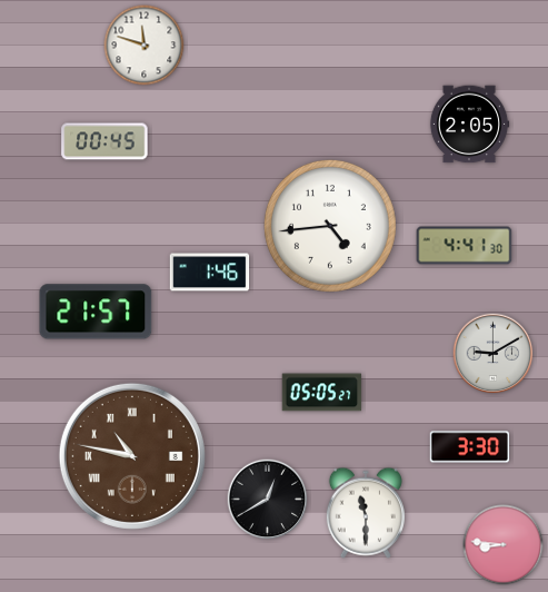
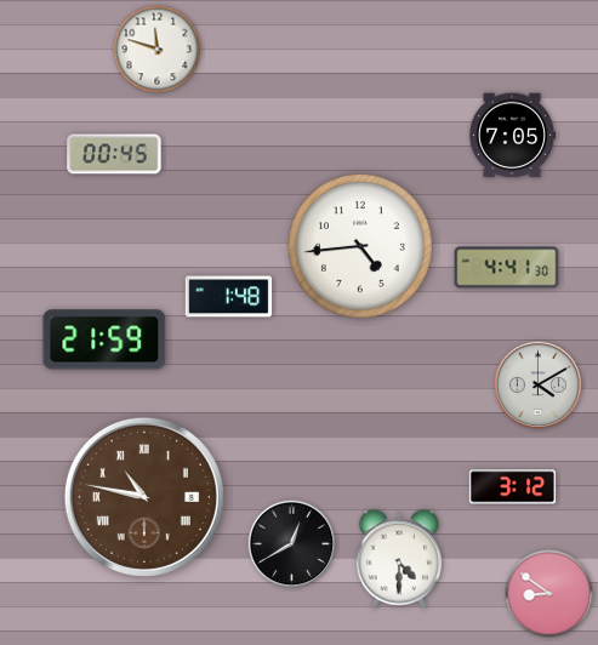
clock at (469, 125): 2:05 -> 7:05
clock at (210, 273): 1:46 -> 1:48
clock at (96, 312): 21:57 -> 21:59
clock at (494, 354): 9:10 -> 4:10
clock at (322, 393): 05:05 -> none
clock at (470, 447): 3:30 -> 3:12
clock at (366, 513): 11:30 -> 4:30
clock at (504, 545): 8:46 -> 8:51
